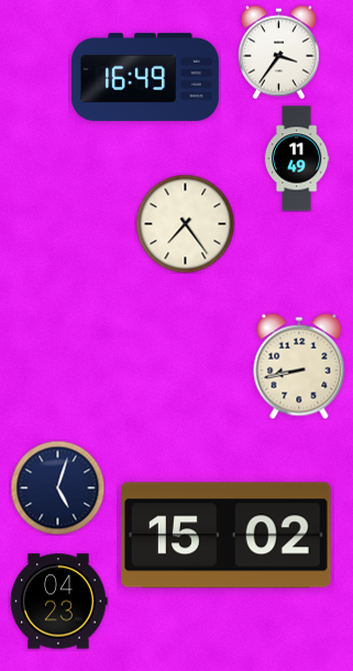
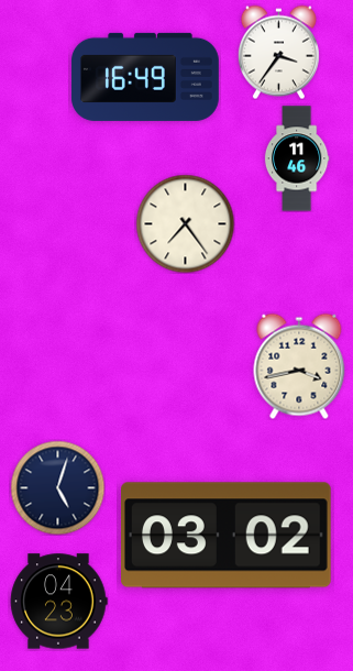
clock at (297, 158): 11:49 -> 11:46
clock at (299, 366): 8:43 -> 3:43
clock at (227, 536): 15:02 -> 03:02
